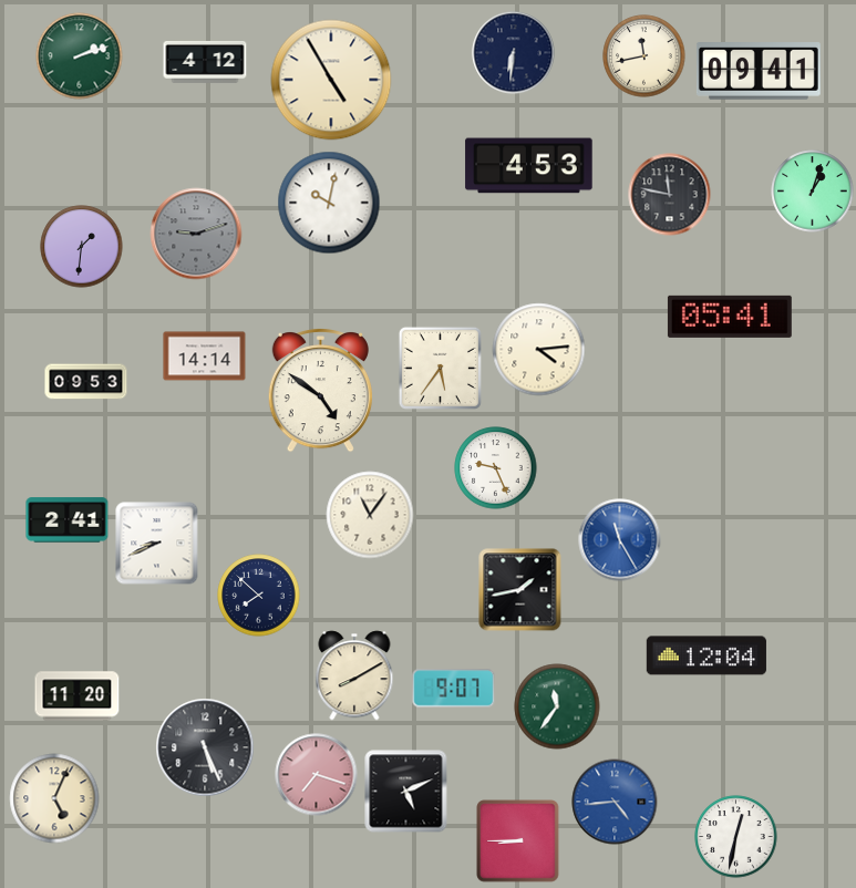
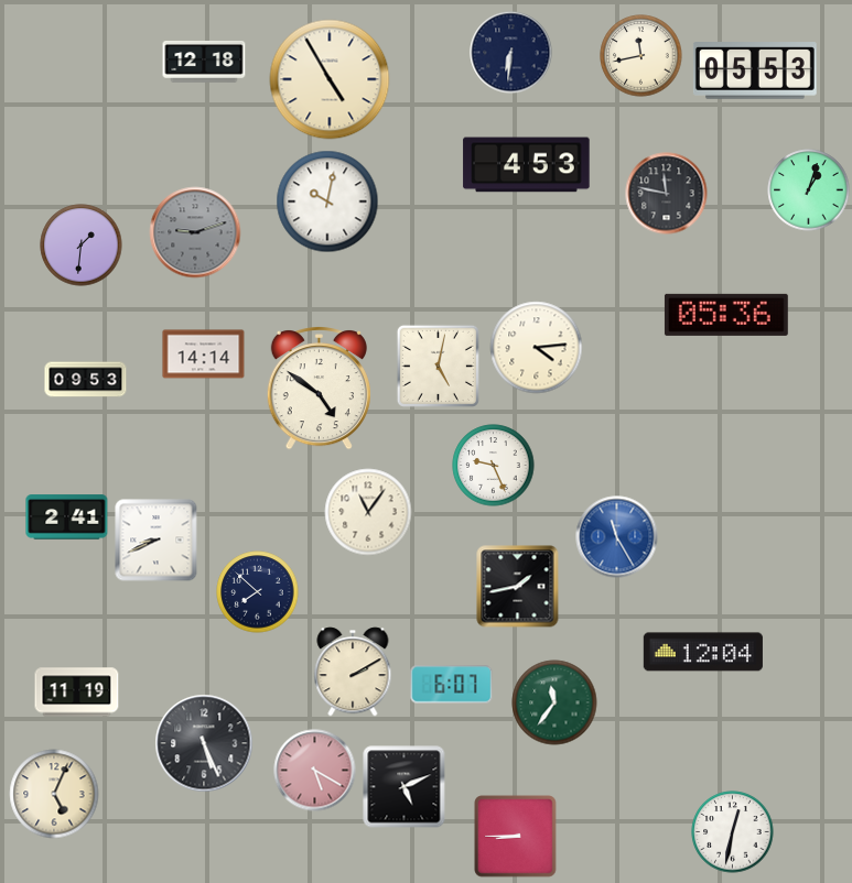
clock at (80, 56): 2:12 -> none
clock at (205, 62): 4:12 -> 12:18
clock at (759, 72): 09:41 -> 05:53
clock at (730, 317): 05:41 -> 05:36
clock at (440, 368): 5:36 -> 5:02
clock at (354, 675): 8:10 -> 2:10
clock at (454, 689): 9:07 -> 6:07
clock at (78, 696): 11:20 -> 11:19
clock at (317, 775): 7:18 -> 5:20
clock at (615, 802): 4:44 -> none
